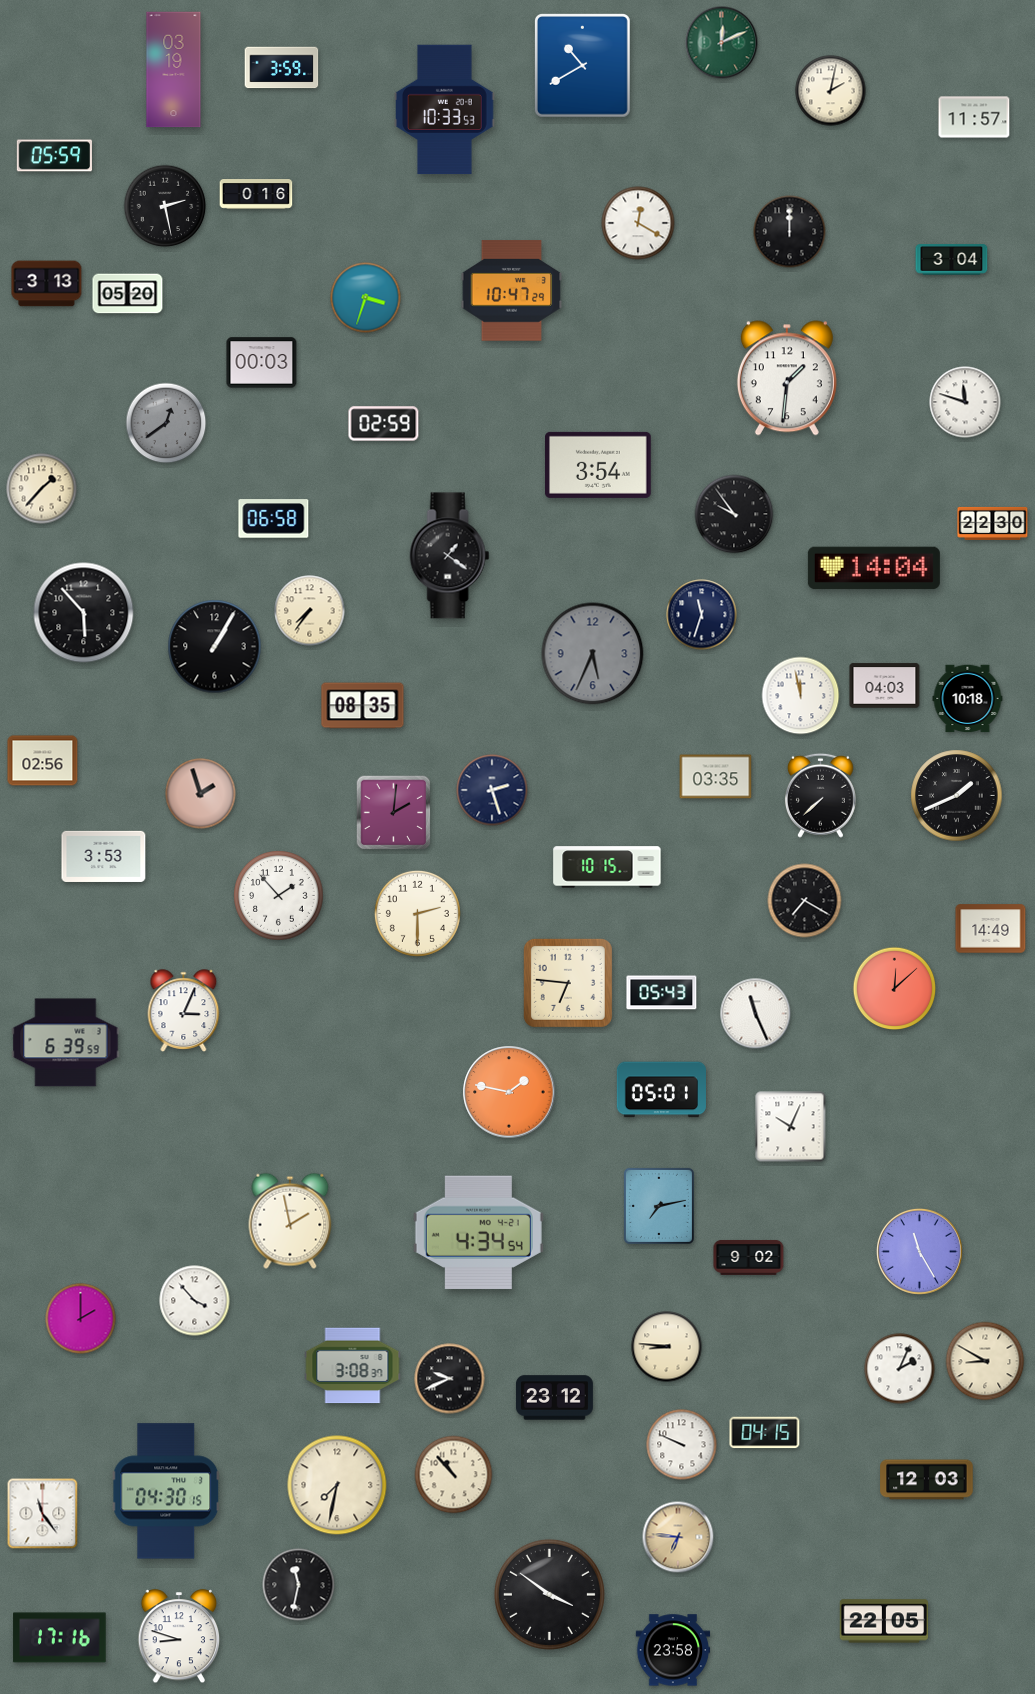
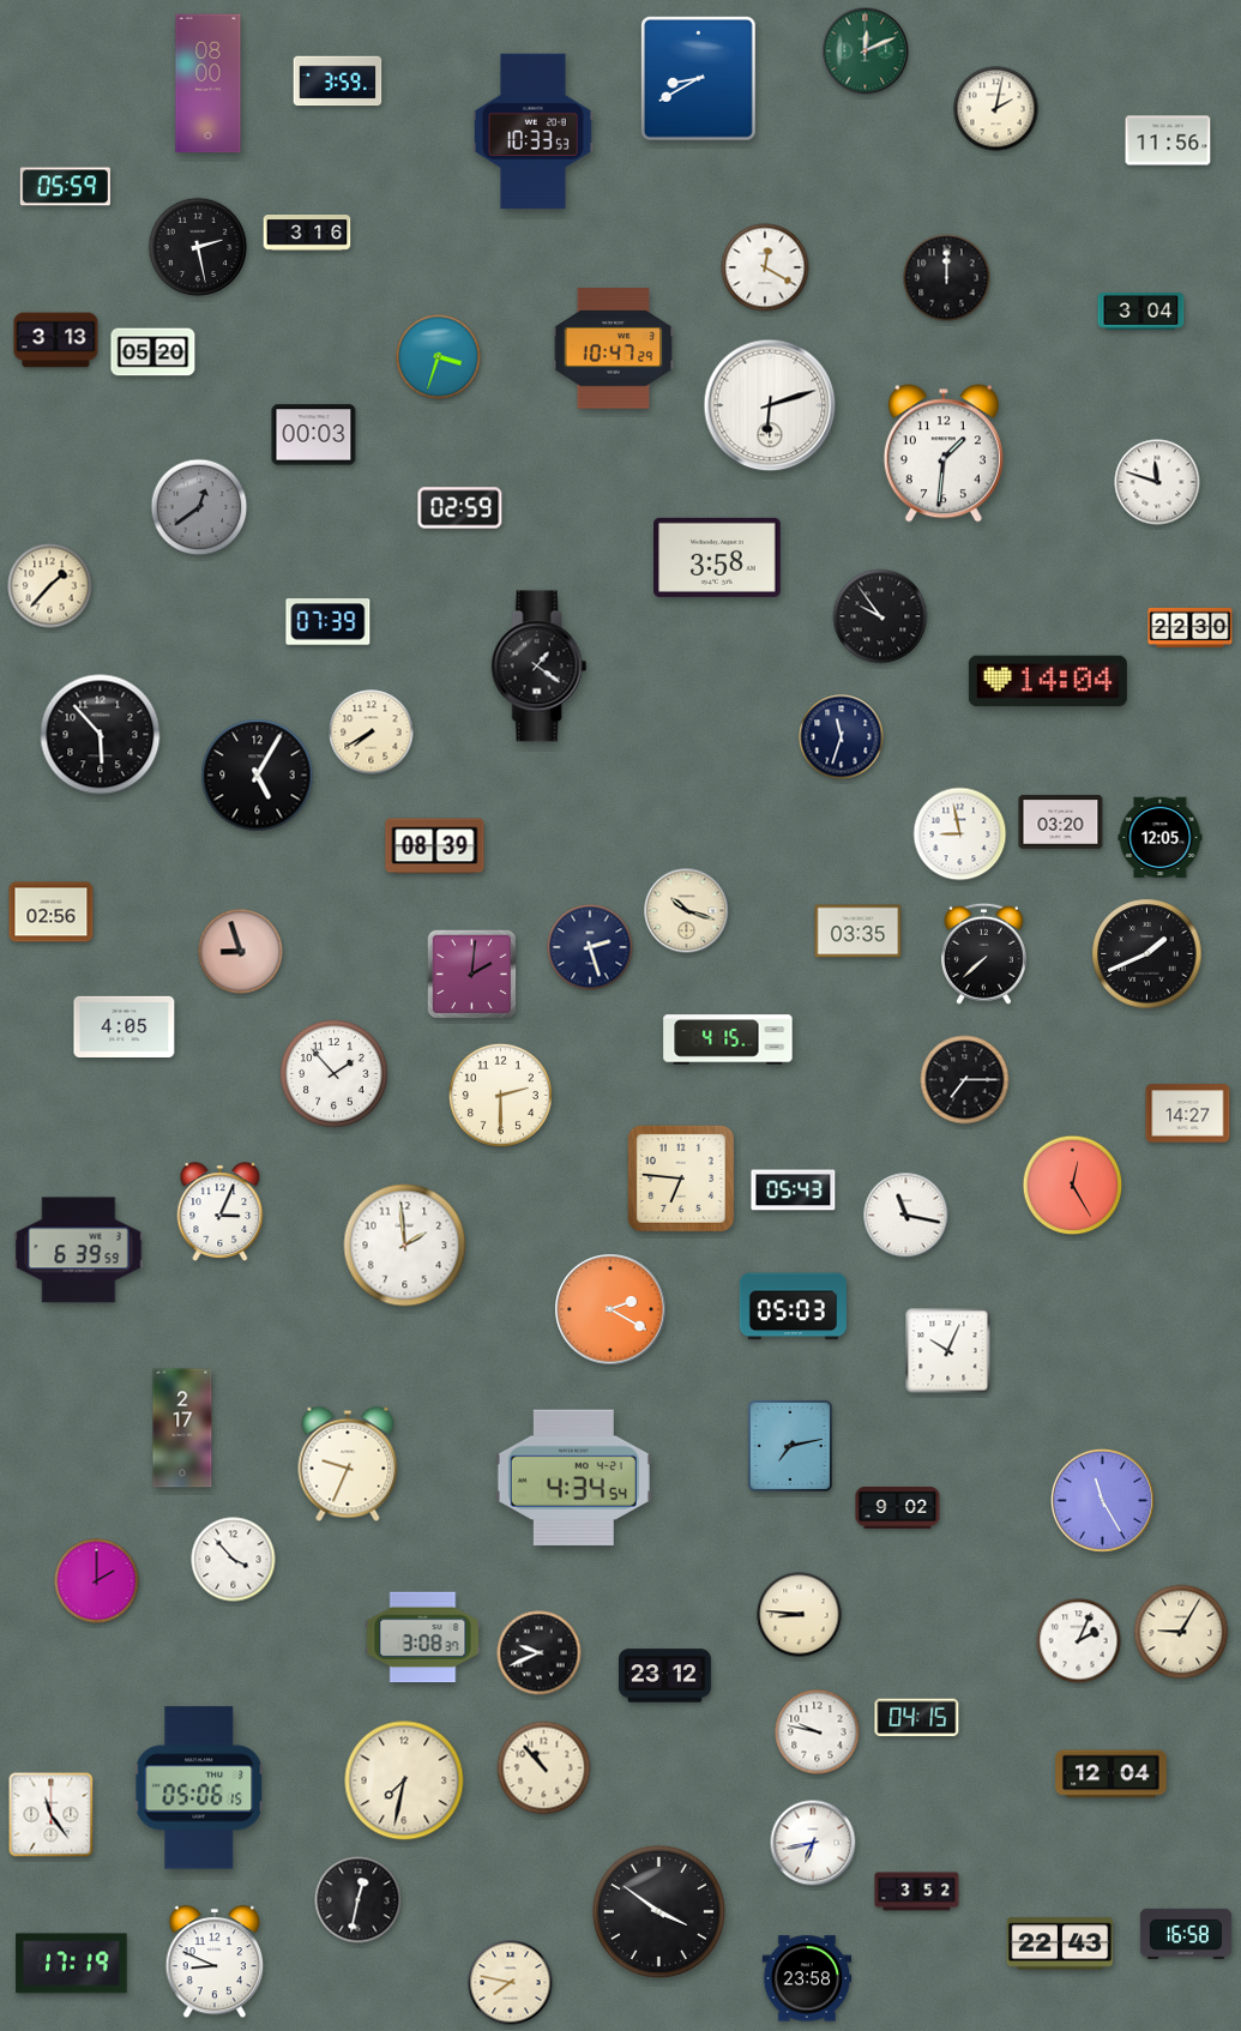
clock at (583, 66): 10:40 -> 8:40
clock at (174, 70): 03:19 -> 08:00
clock at (974, 117): 11:57 -> 11:56
clock at (256, 195): 0:16 -> 3:16
clock at (770, 405): none -> 6:12
clock at (599, 465): 3:54 -> 3:58
clock at (274, 519): 06:58 -> 07:39
clock at (310, 611): 7:36 -> 7:40
clock at (215, 647): 1:05 -> 5:05
clock at (593, 654): 5:34 -> none
clock at (885, 686): 04:03 -> 03:20
clock at (801, 696): 11:58 -> 8:58
clock at (968, 699): 10:18 -> 12:05
clock at (363, 706): 08:35 -> 08:39
clock at (687, 911): none -> 10:18
clock at (201, 794): 1:57 -> 8:57
clock at (104, 856): 3:53 -> 4:05
clock at (607, 867): 10:15 -> 4:15
clock at (805, 901): 7:20 -> 7:15
clock at (991, 929): 14:49 -> 14:27
clock at (895, 989): 12:08 -> 12:25
clock at (756, 1014): 11:26 -> 11:17
clock at (405, 1246): none -> 1:59
clock at (661, 1090): 05:01 -> 05:03
clock at (509, 1092): 1:47 -> 2:20
clock at (182, 1428): none -> 2:17
clock at (290, 1221): 1:58 -> 9:34
clock at (985, 1361): 8:50 -> 9:05
clock at (682, 1445): 9:49 -> 9:47
clock at (927, 1480): 12:03 -> 12:04
clock at (166, 1491): 04:30 -> 05:06
clock at (678, 1537): 6:46 -> 6:43
clock at (678, 1537) dial: champagne -> white
clock at (917, 1892): none -> 3:52
clock at (299, 1585): 11:32 -> 12:32
clock at (1186, 1934): none -> 16:58
clock at (884, 1621): 22:05 -> 22:43
clock at (179, 1637): 8:48 -> 8:49
clock at (60, 1638): 17:16 -> 17:19
clock at (511, 1983): none -> 7:47
